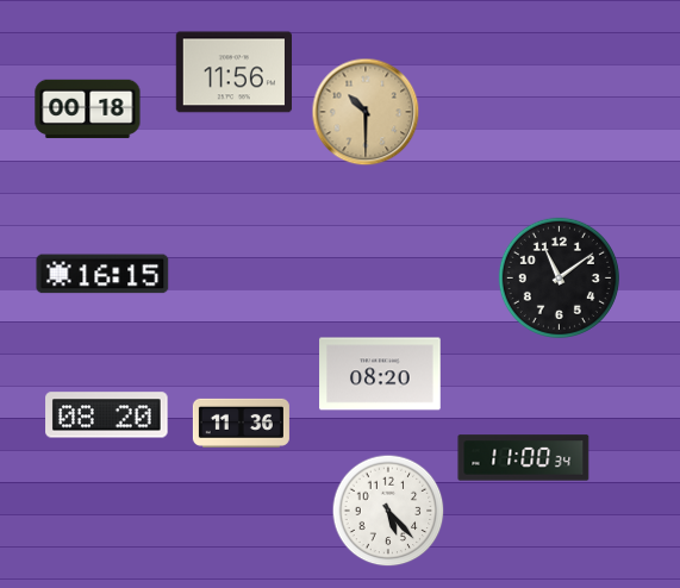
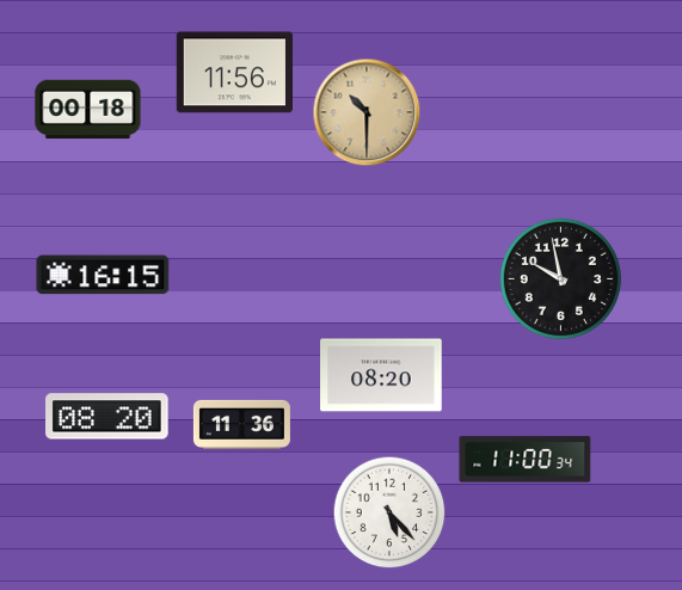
clock at (559, 277): 11:09 -> 9:58
